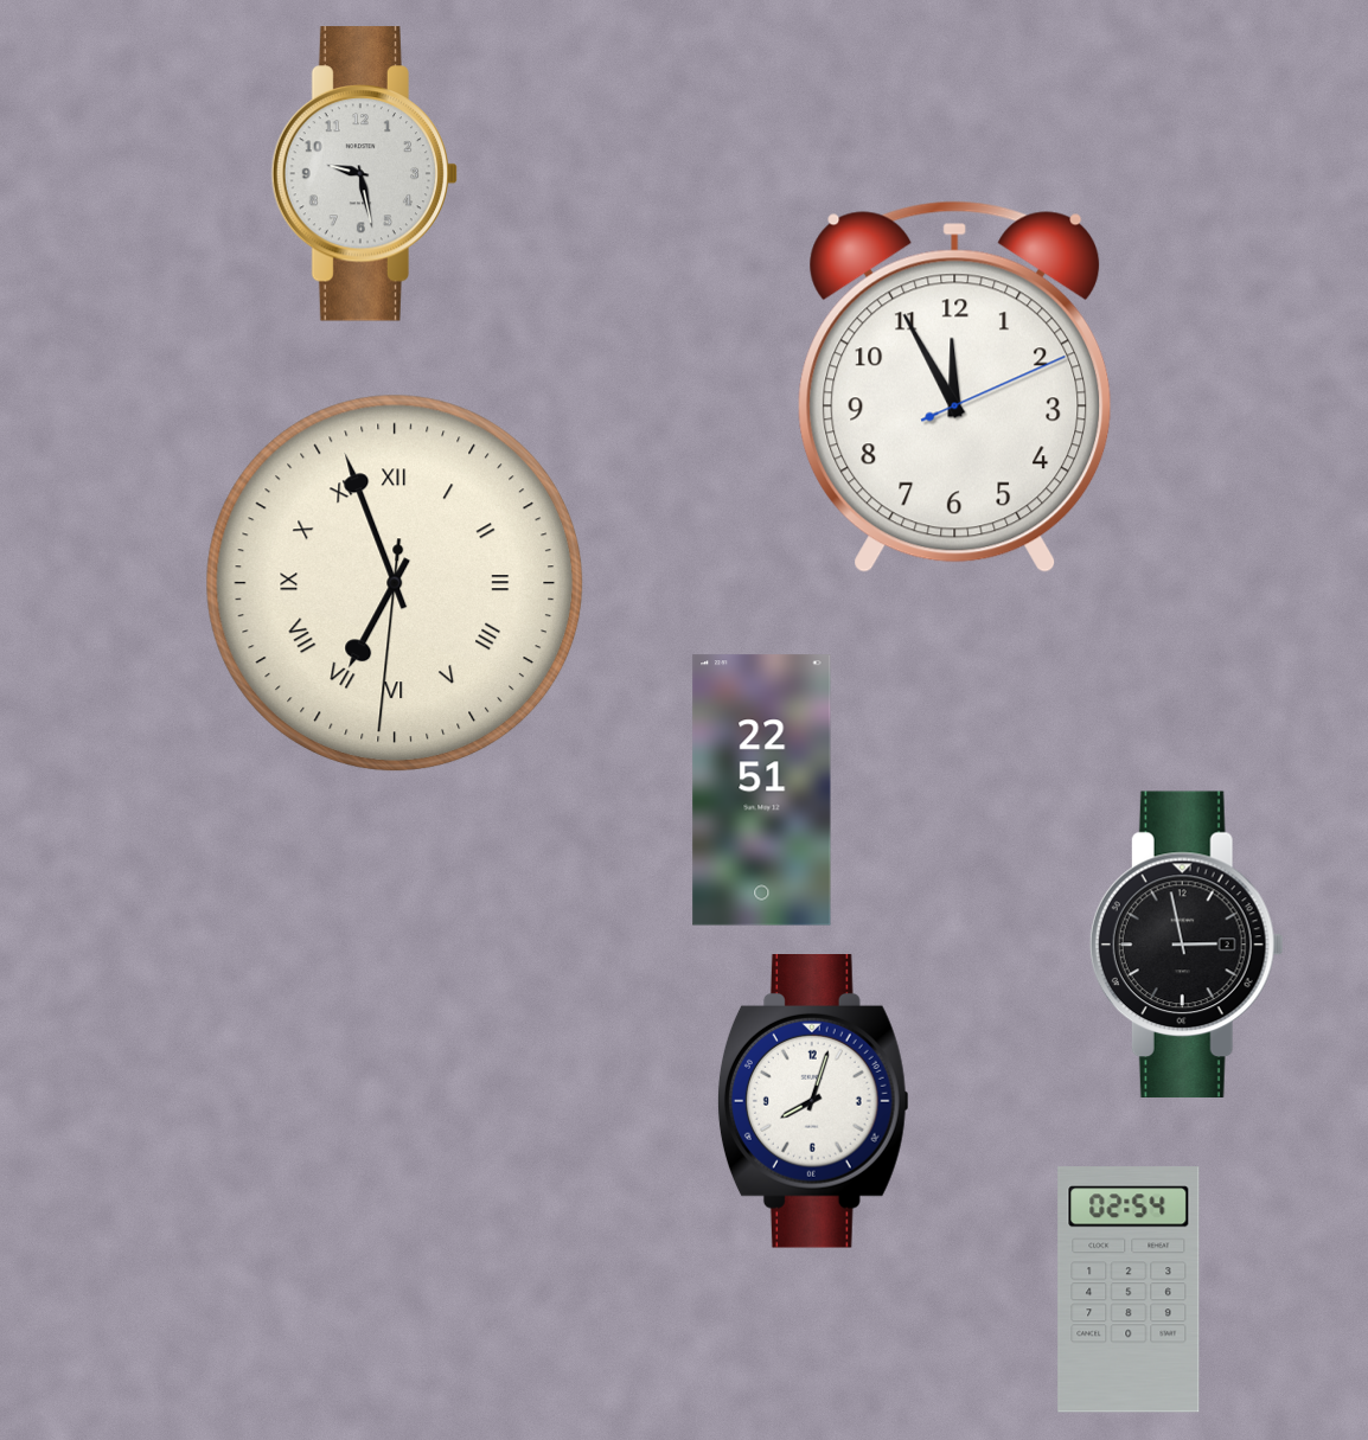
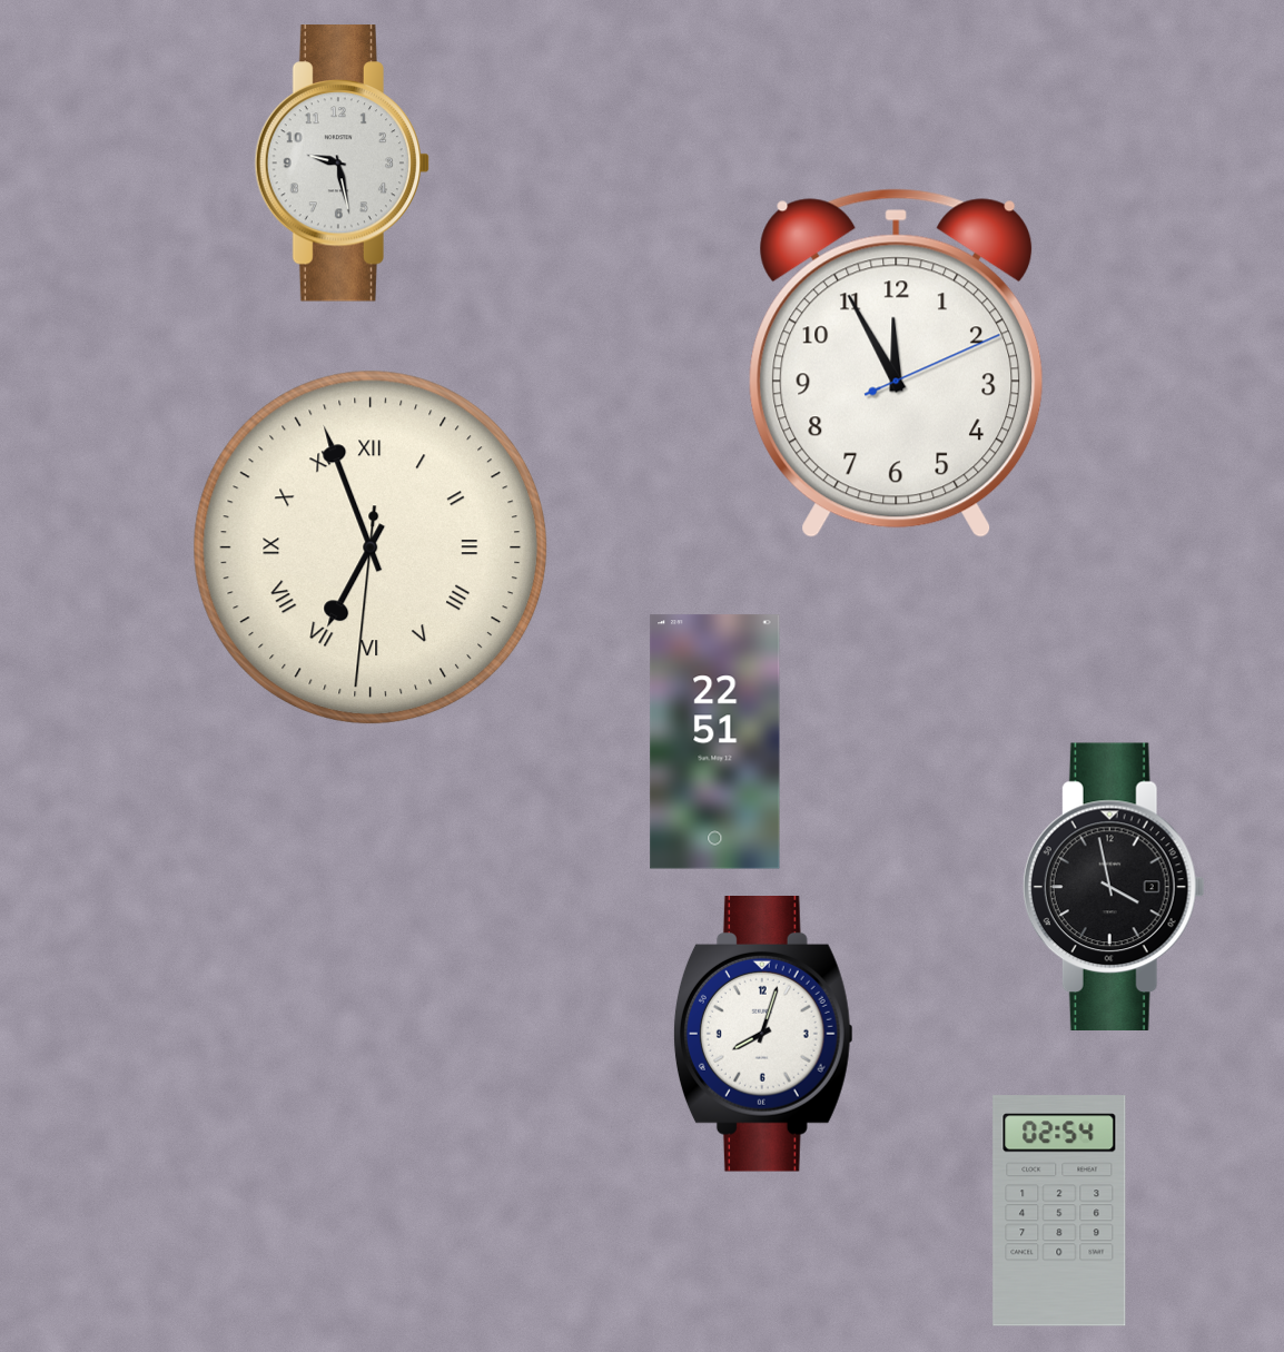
clock at (1187, 943): 2:58 -> 3:58
